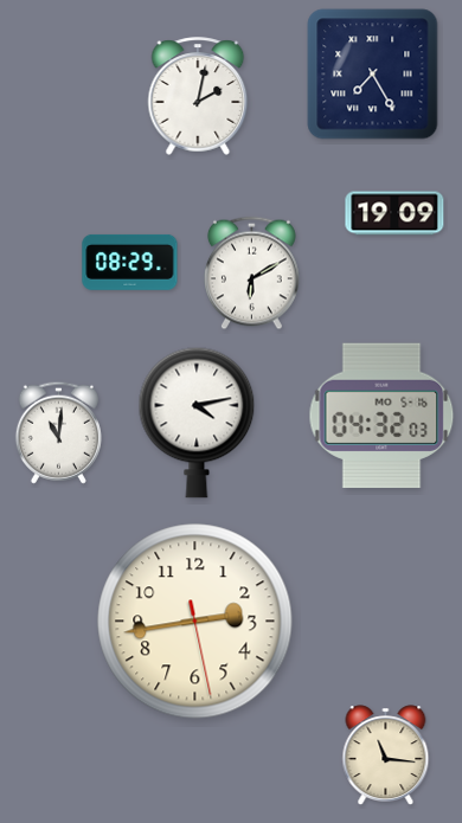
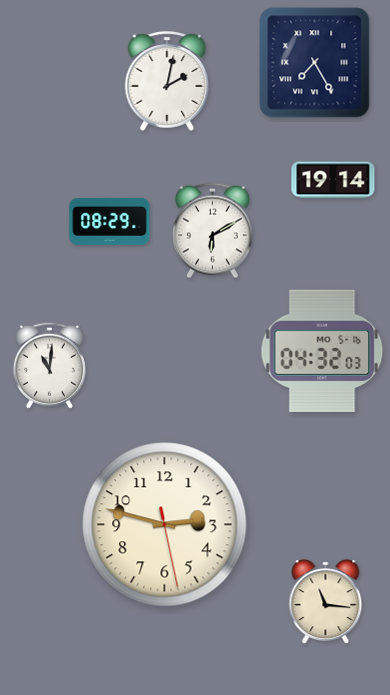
clock at (394, 213): 19:09 -> 19:14
clock at (197, 423): 4:13 -> none
clock at (195, 622): 2:43 -> 2:47
clock at (386, 754) position: (386, 754) -> (326, 601)
